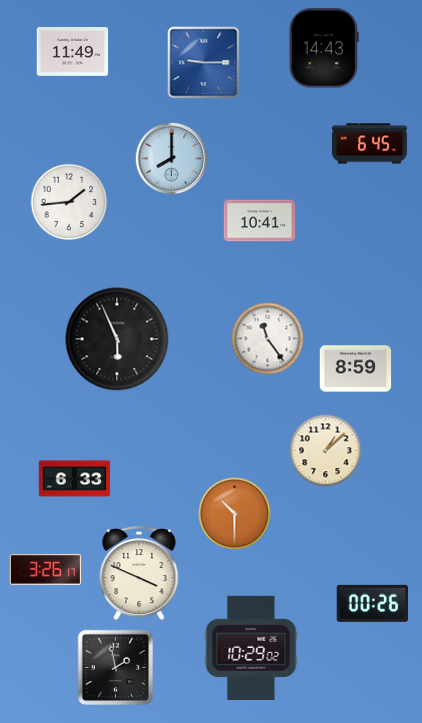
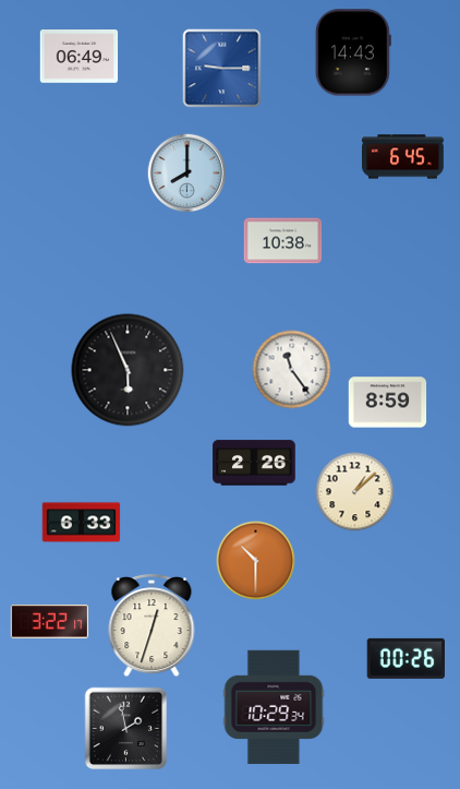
clock at (73, 52): 11:49 -> 06:49
clock at (69, 202): 1:44 -> none
clock at (260, 221): 10:41 -> 10:38
clock at (254, 463): none -> 2:26
clock at (46, 570): 3:26 -> 3:22
clock at (139, 574): 3:49 -> 12:33
clock at (251, 648): 10:29:02 -> 10:29:34
